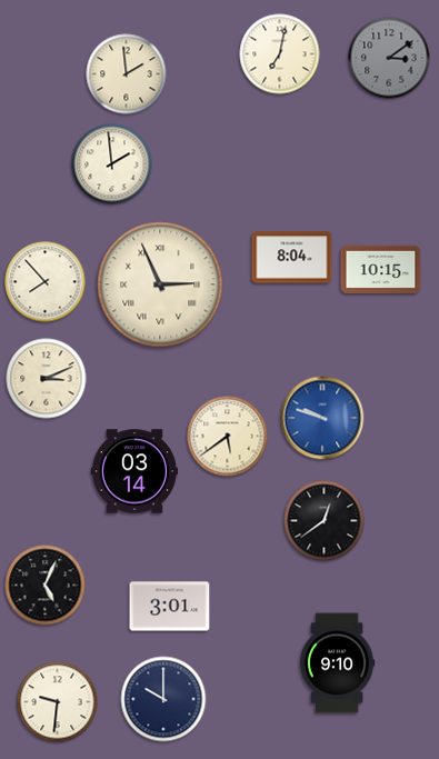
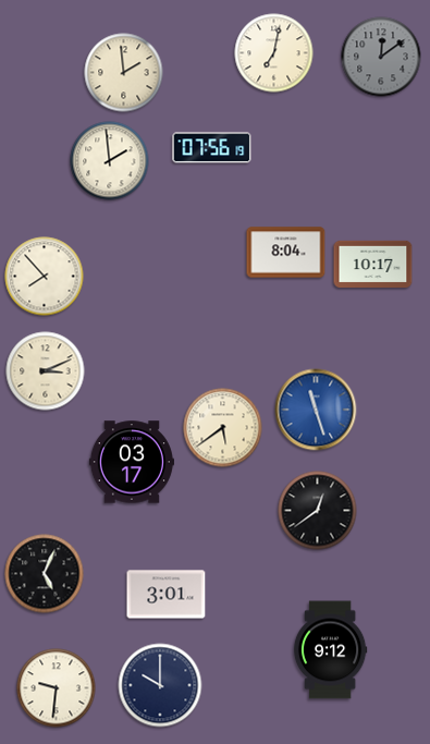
clock at (389, 58): 3:09 -> 12:09
clock at (212, 148): none -> 07:56
clock at (381, 269): 10:15 -> 10:17
clock at (160, 284): 2:56 -> none
clock at (322, 418): 9:48 -> 11:27
clock at (134, 471): 03:14 -> 03:17
clock at (337, 663): 9:10 -> 9:12
